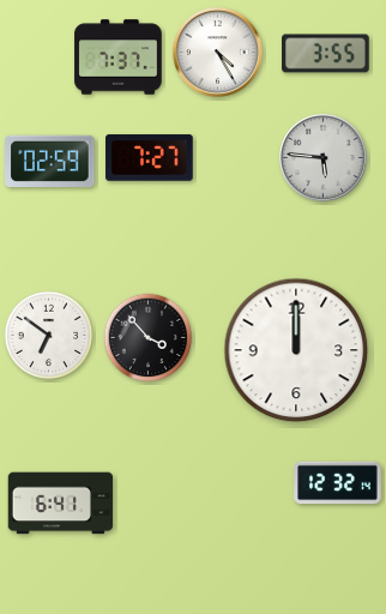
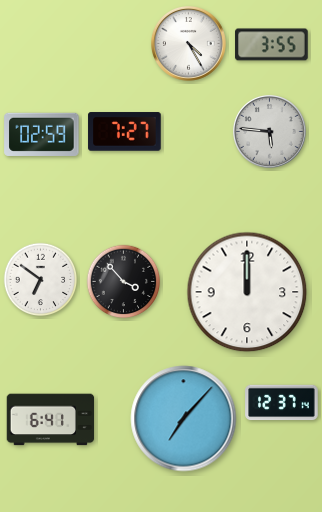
clock at (218, 53) position: (218, 53) -> (189, 44)
clock at (119, 58): 7:37 -> none
clock at (338, 483): 12:32 -> 12:37
clock at (184, 419): none -> 7:07
